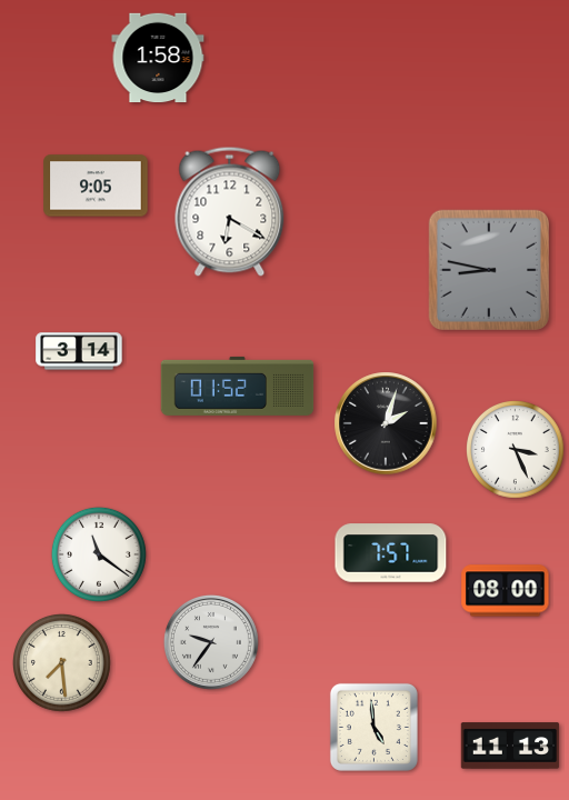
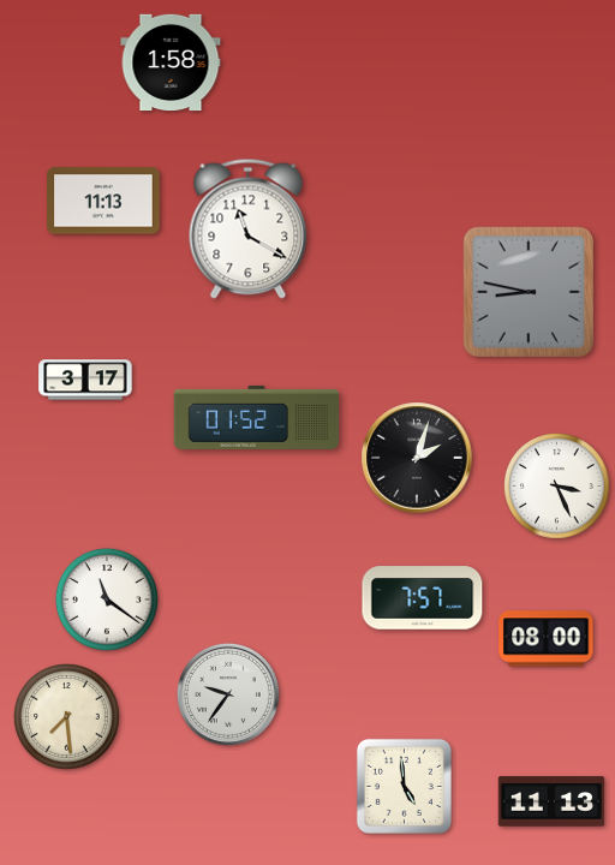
clock at (96, 186): 9:05 -> 11:13
clock at (230, 211): 6:20 -> 11:20
clock at (79, 351): 3:14 -> 3:17
clock at (510, 746) position: (510, 746) -> (551, 801)
